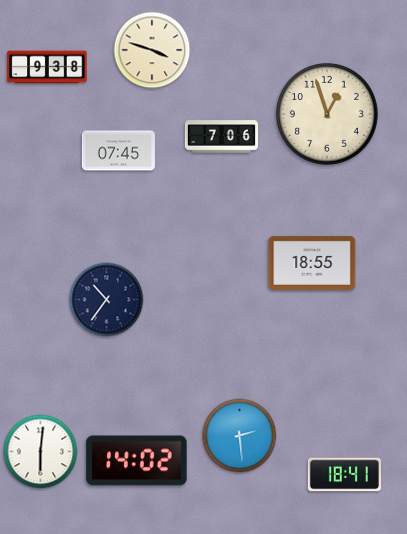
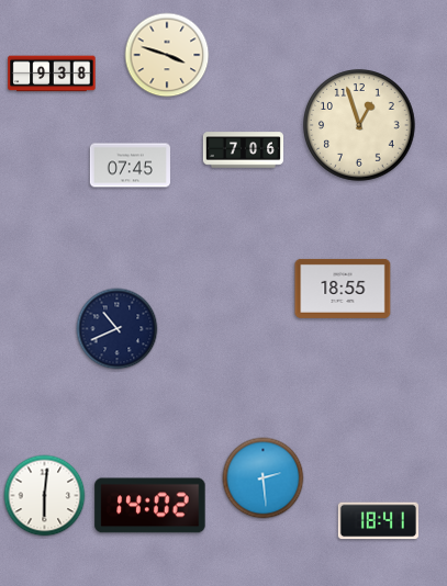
clock at (107, 300): 10:36 -> 10:41
